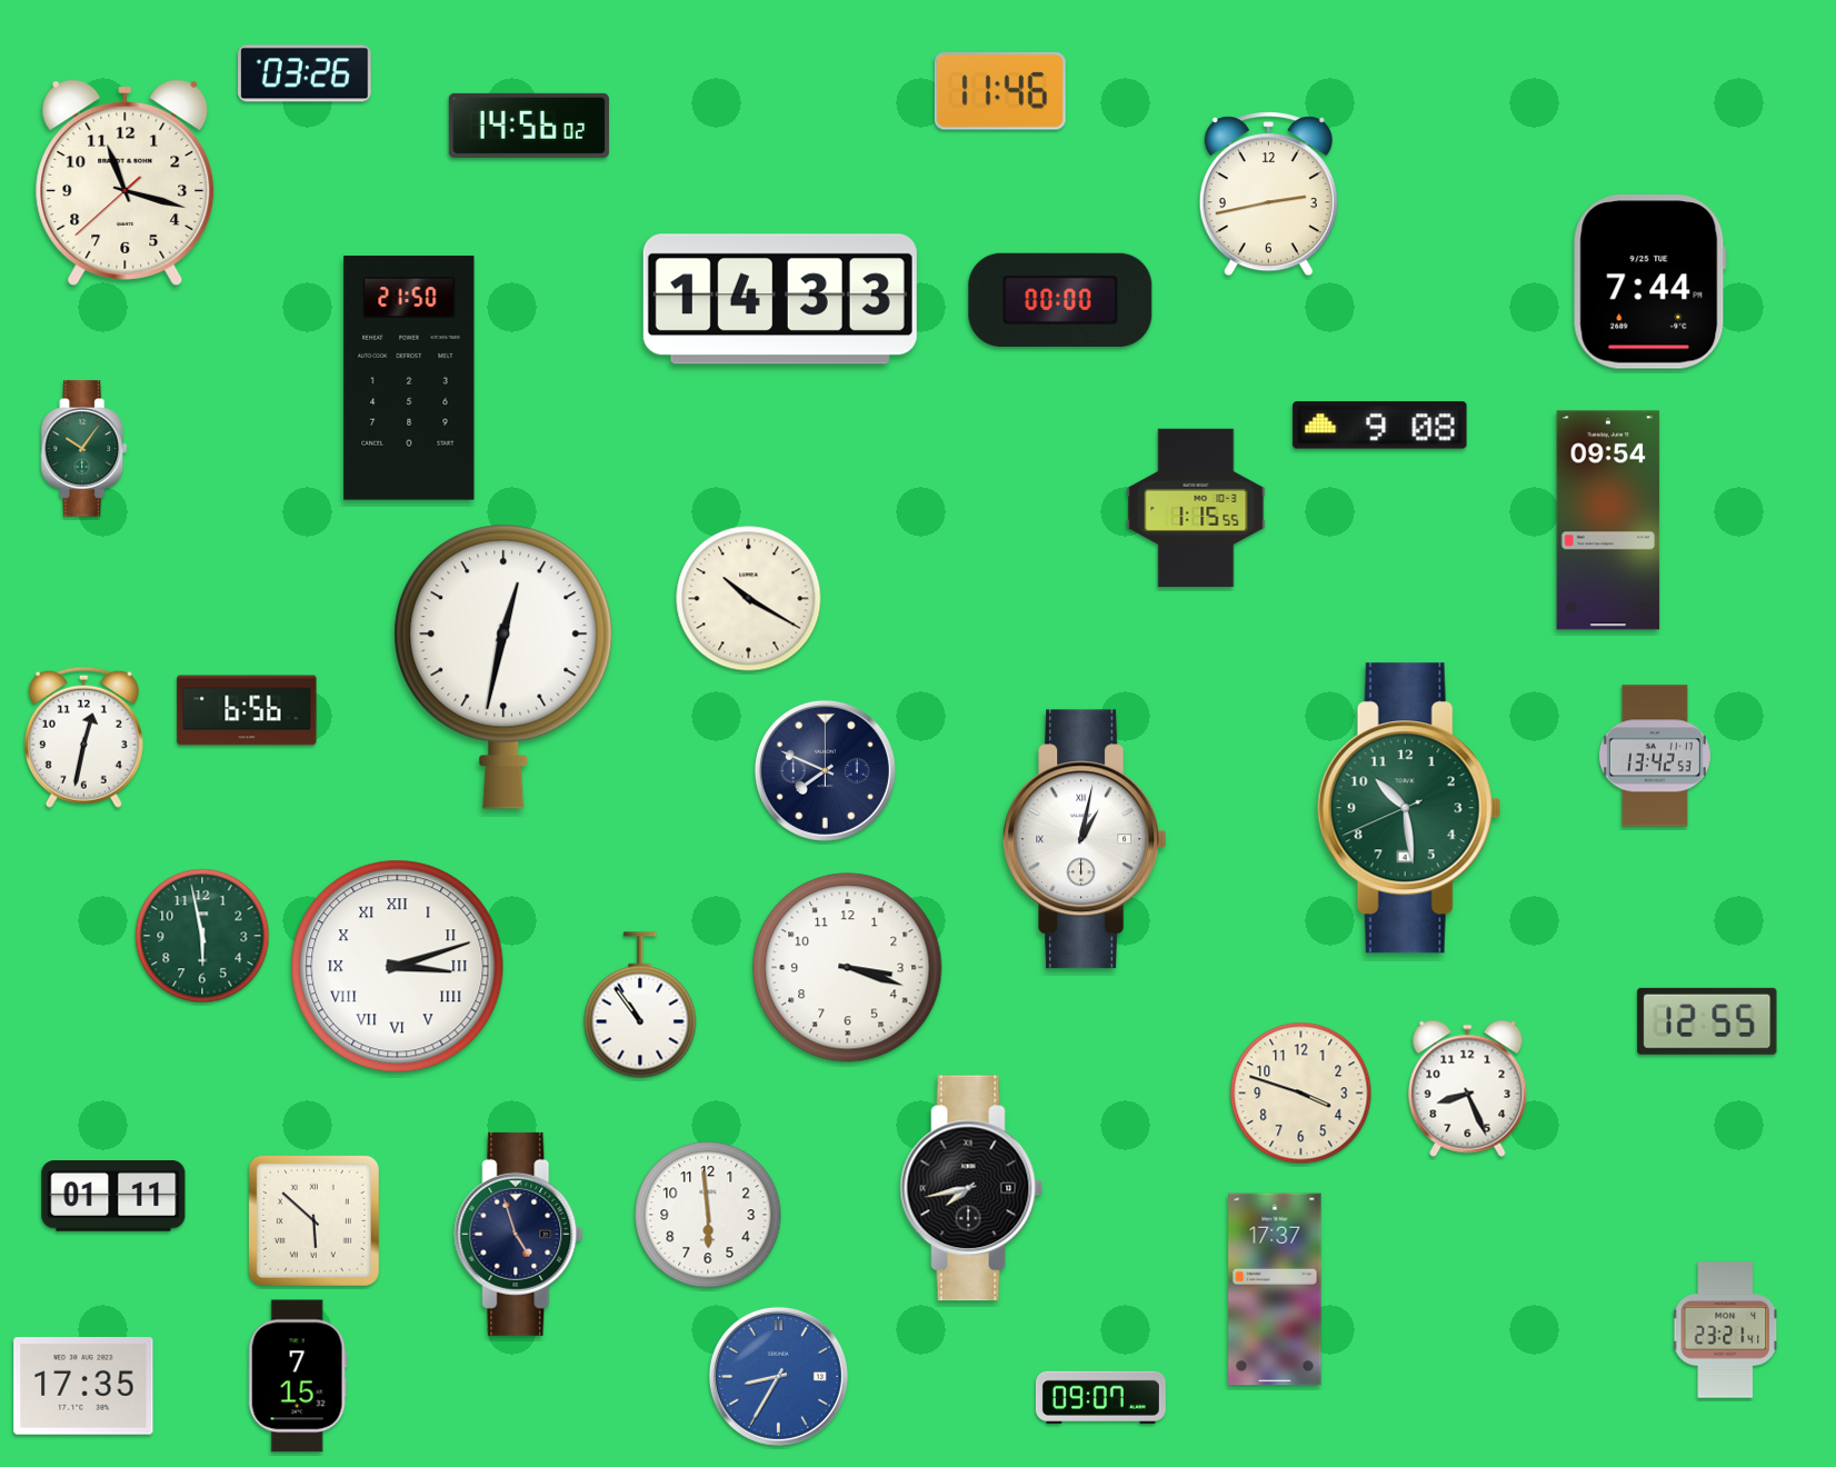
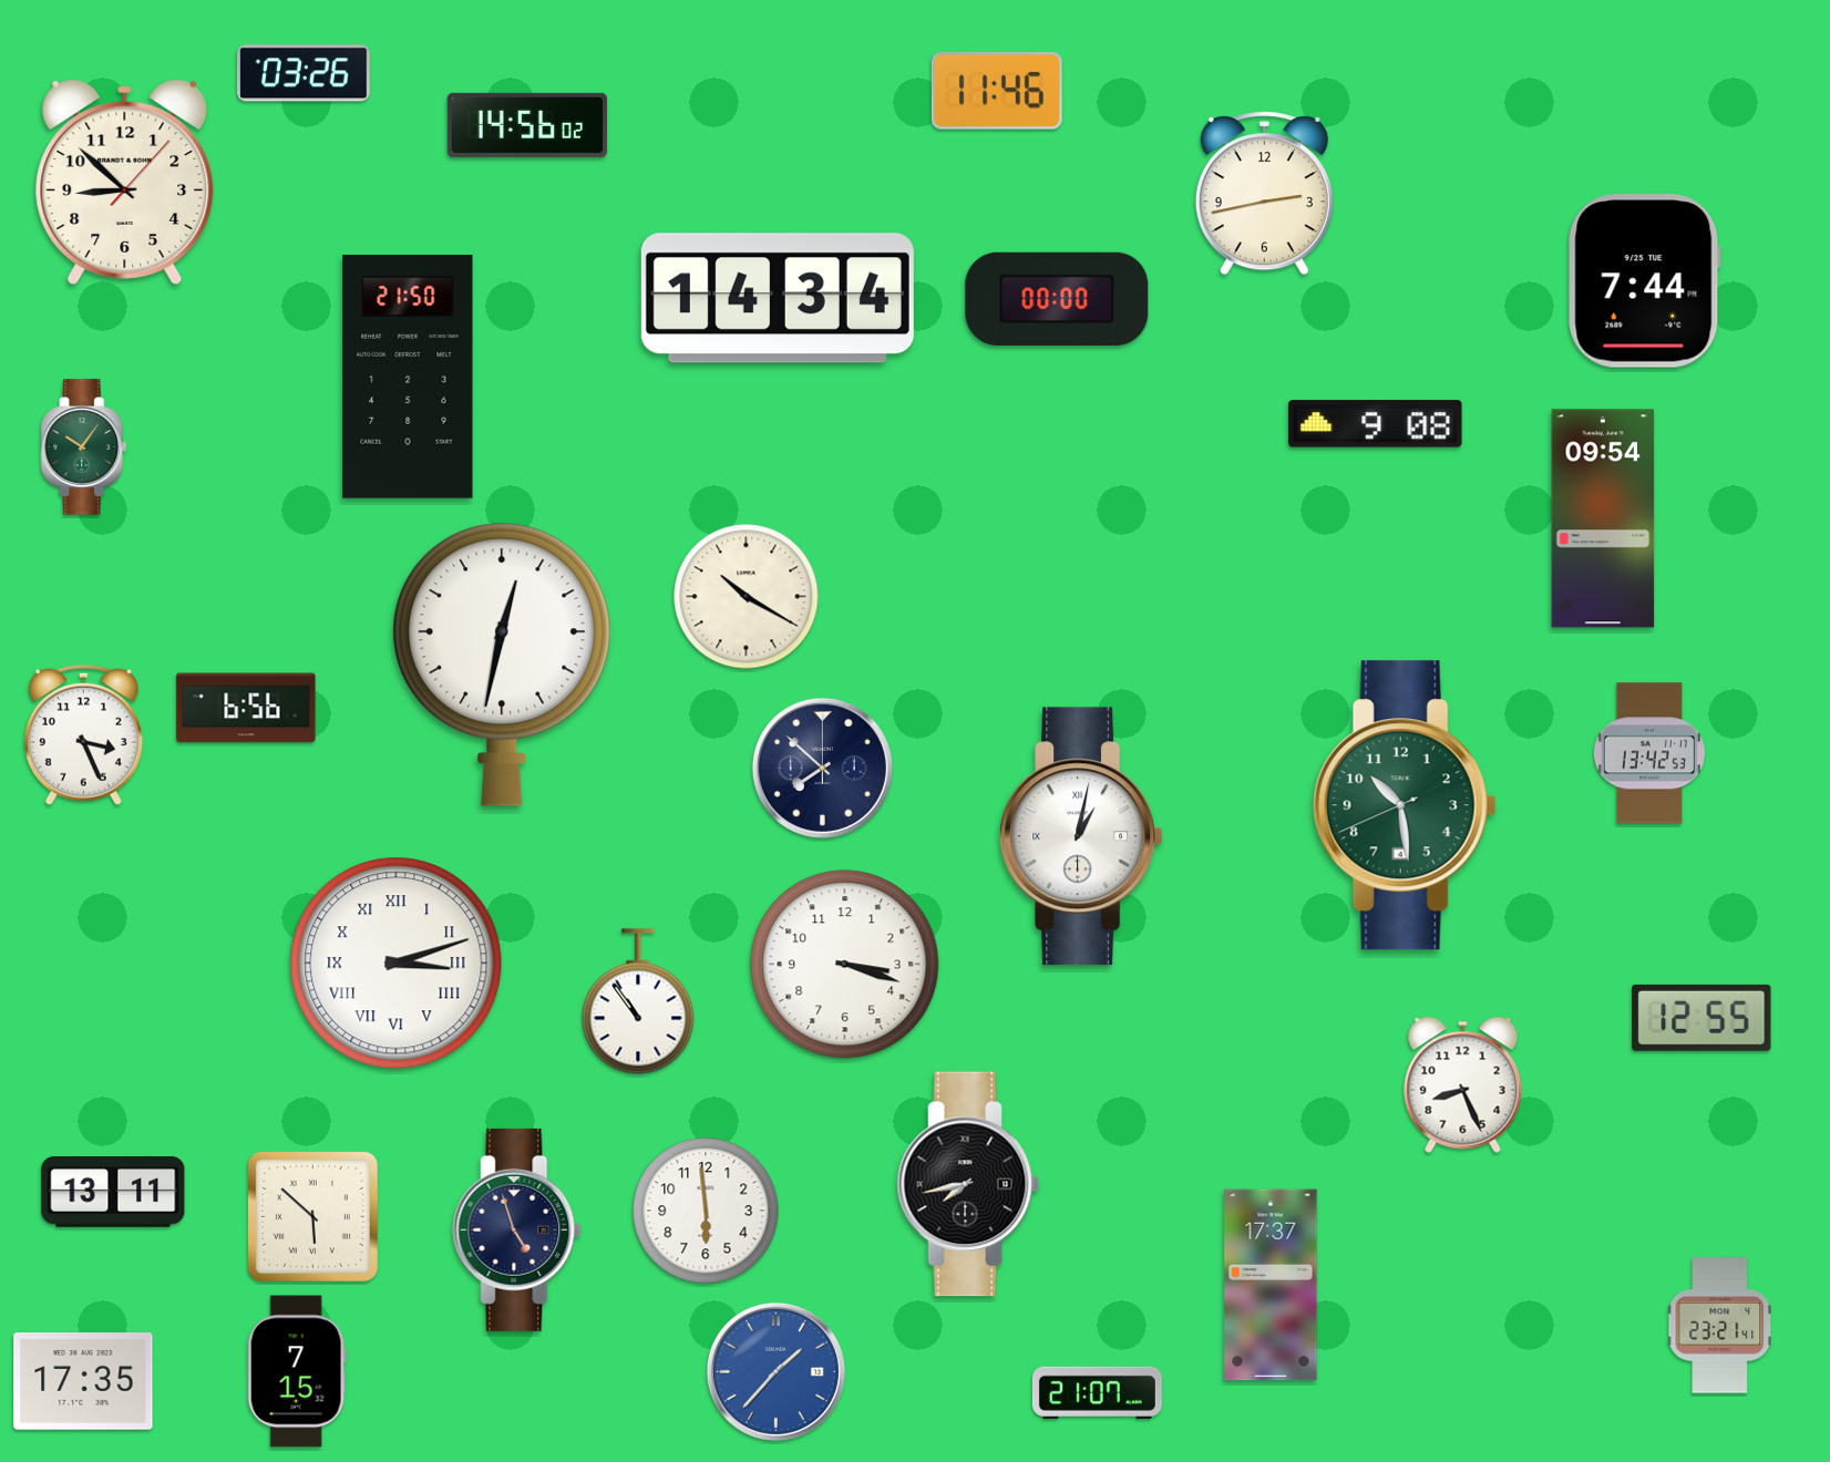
clock at (126, 182): 11:17 -> 8:52
clock at (780, 299): 14:33 -> 14:34
clock at (1196, 508): 1:15 -> none
clock at (83, 737): 12:32 -> 3:26
clock at (825, 770): 7:49 -> 7:52
clock at (202, 936): 5:58 -> none
clock at (1301, 1094): 3:48 -> none
clock at (113, 1196): 01:11 -> 13:11
clock at (778, 1376): 8:35 -> 1:37
clock at (1100, 1397): 09:07 -> 21:07
